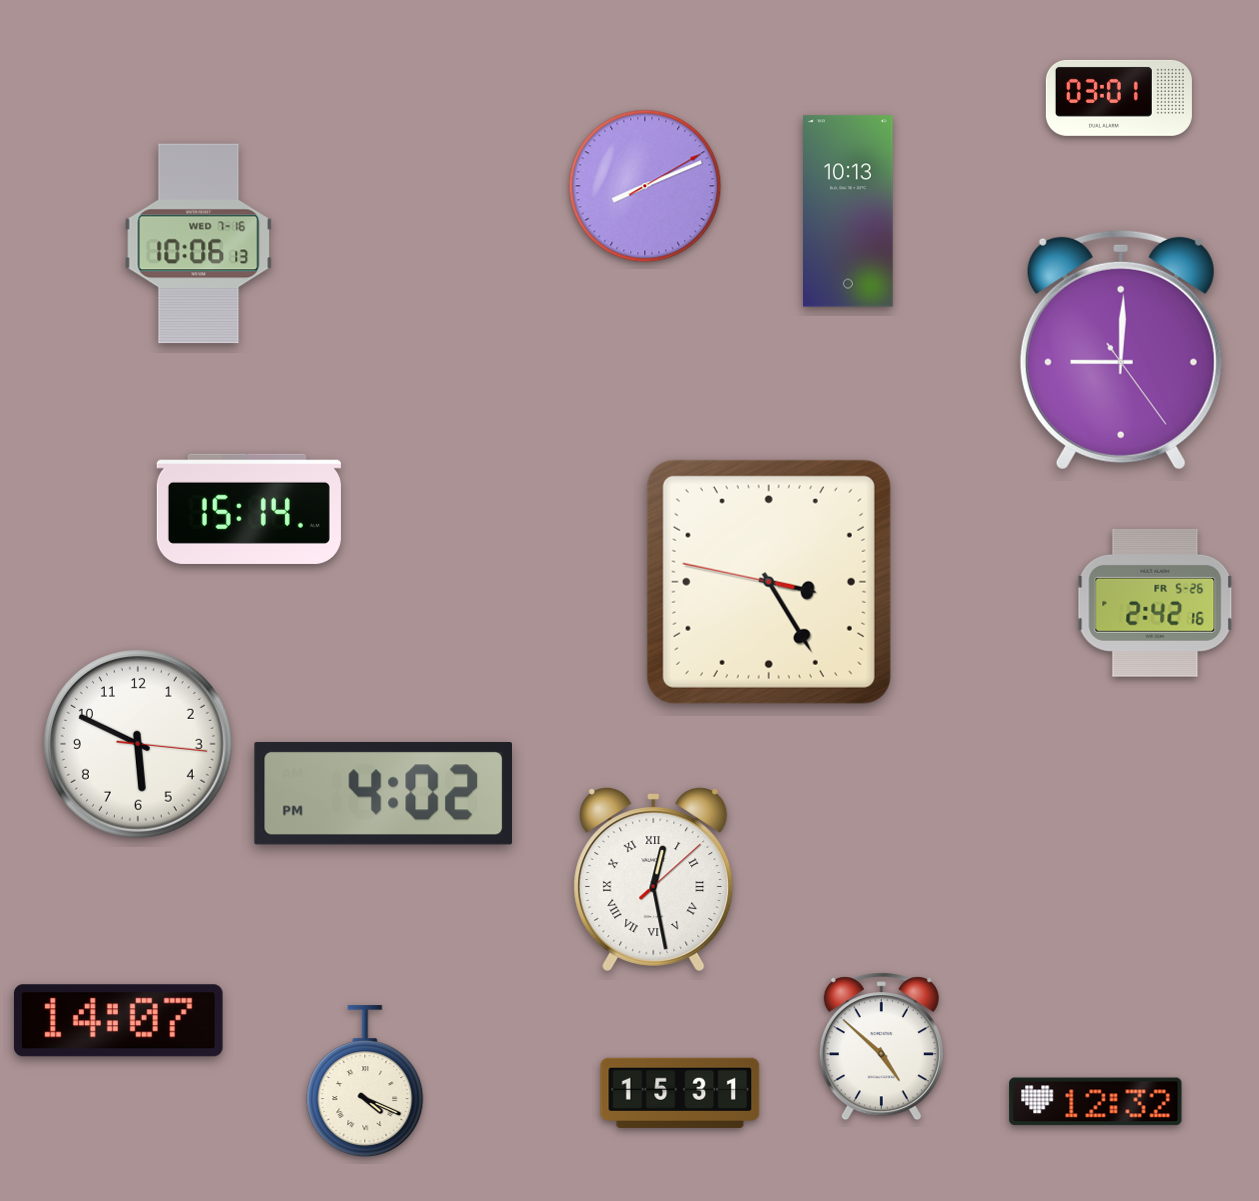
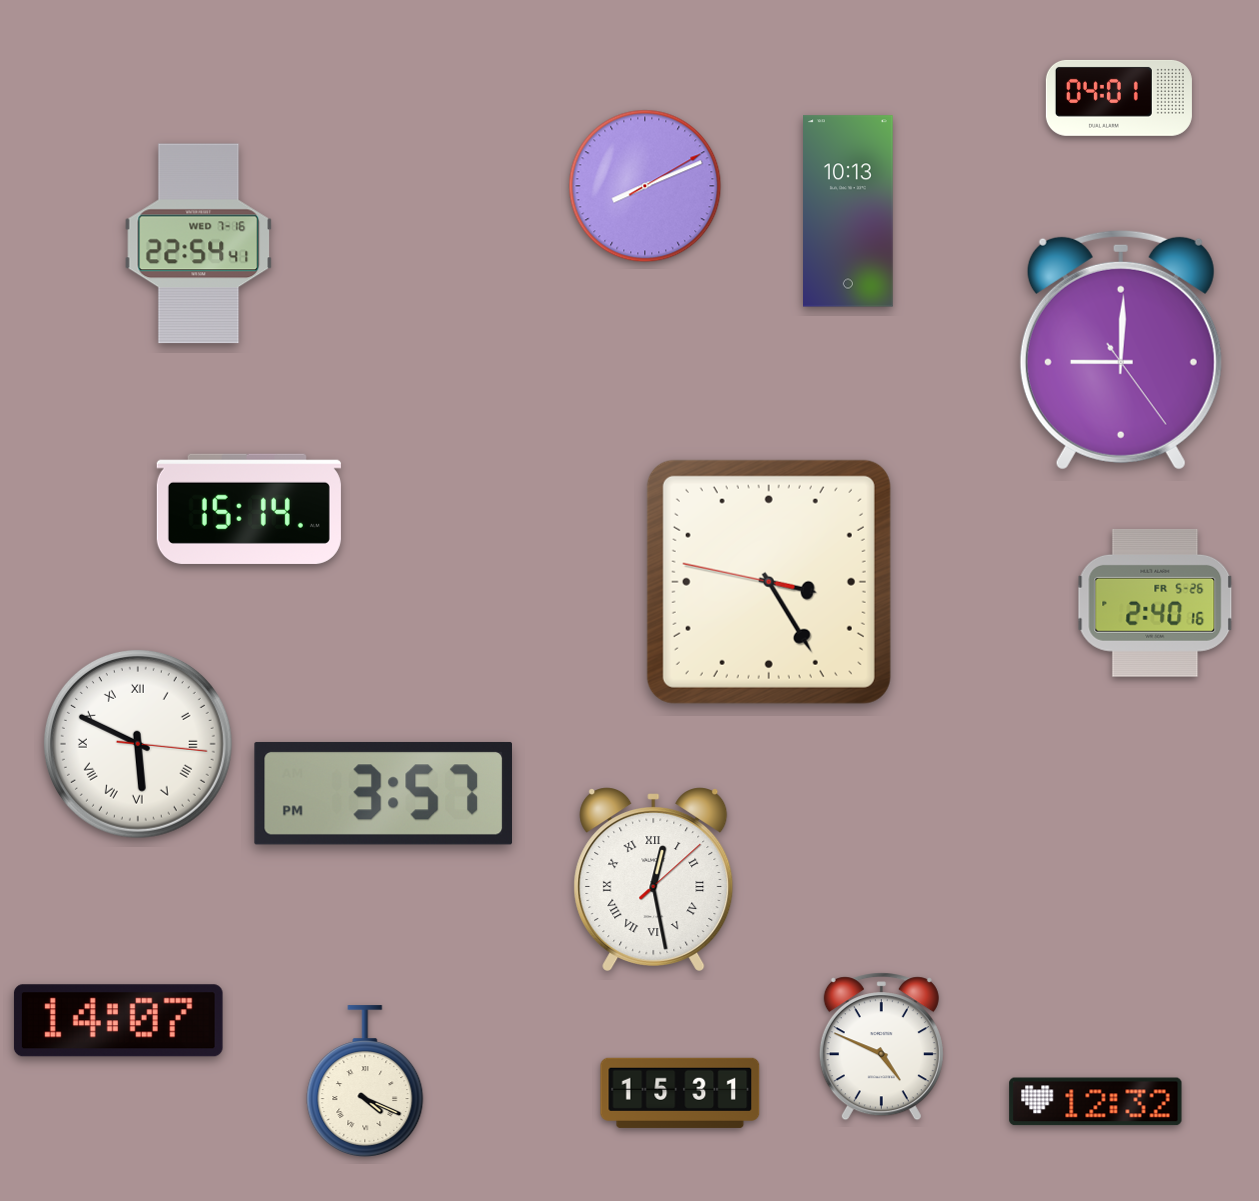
clock at (1119, 98): 03:01 -> 04:01
clock at (199, 244): 10:06 -> 22:54
clock at (1155, 603): 2:42 -> 2:40
clock at (138, 744) numerals: Arabic -> Roman
clock at (383, 793): 4:02 -> 3:57
clock at (881, 1047): 4:52 -> 4:49
